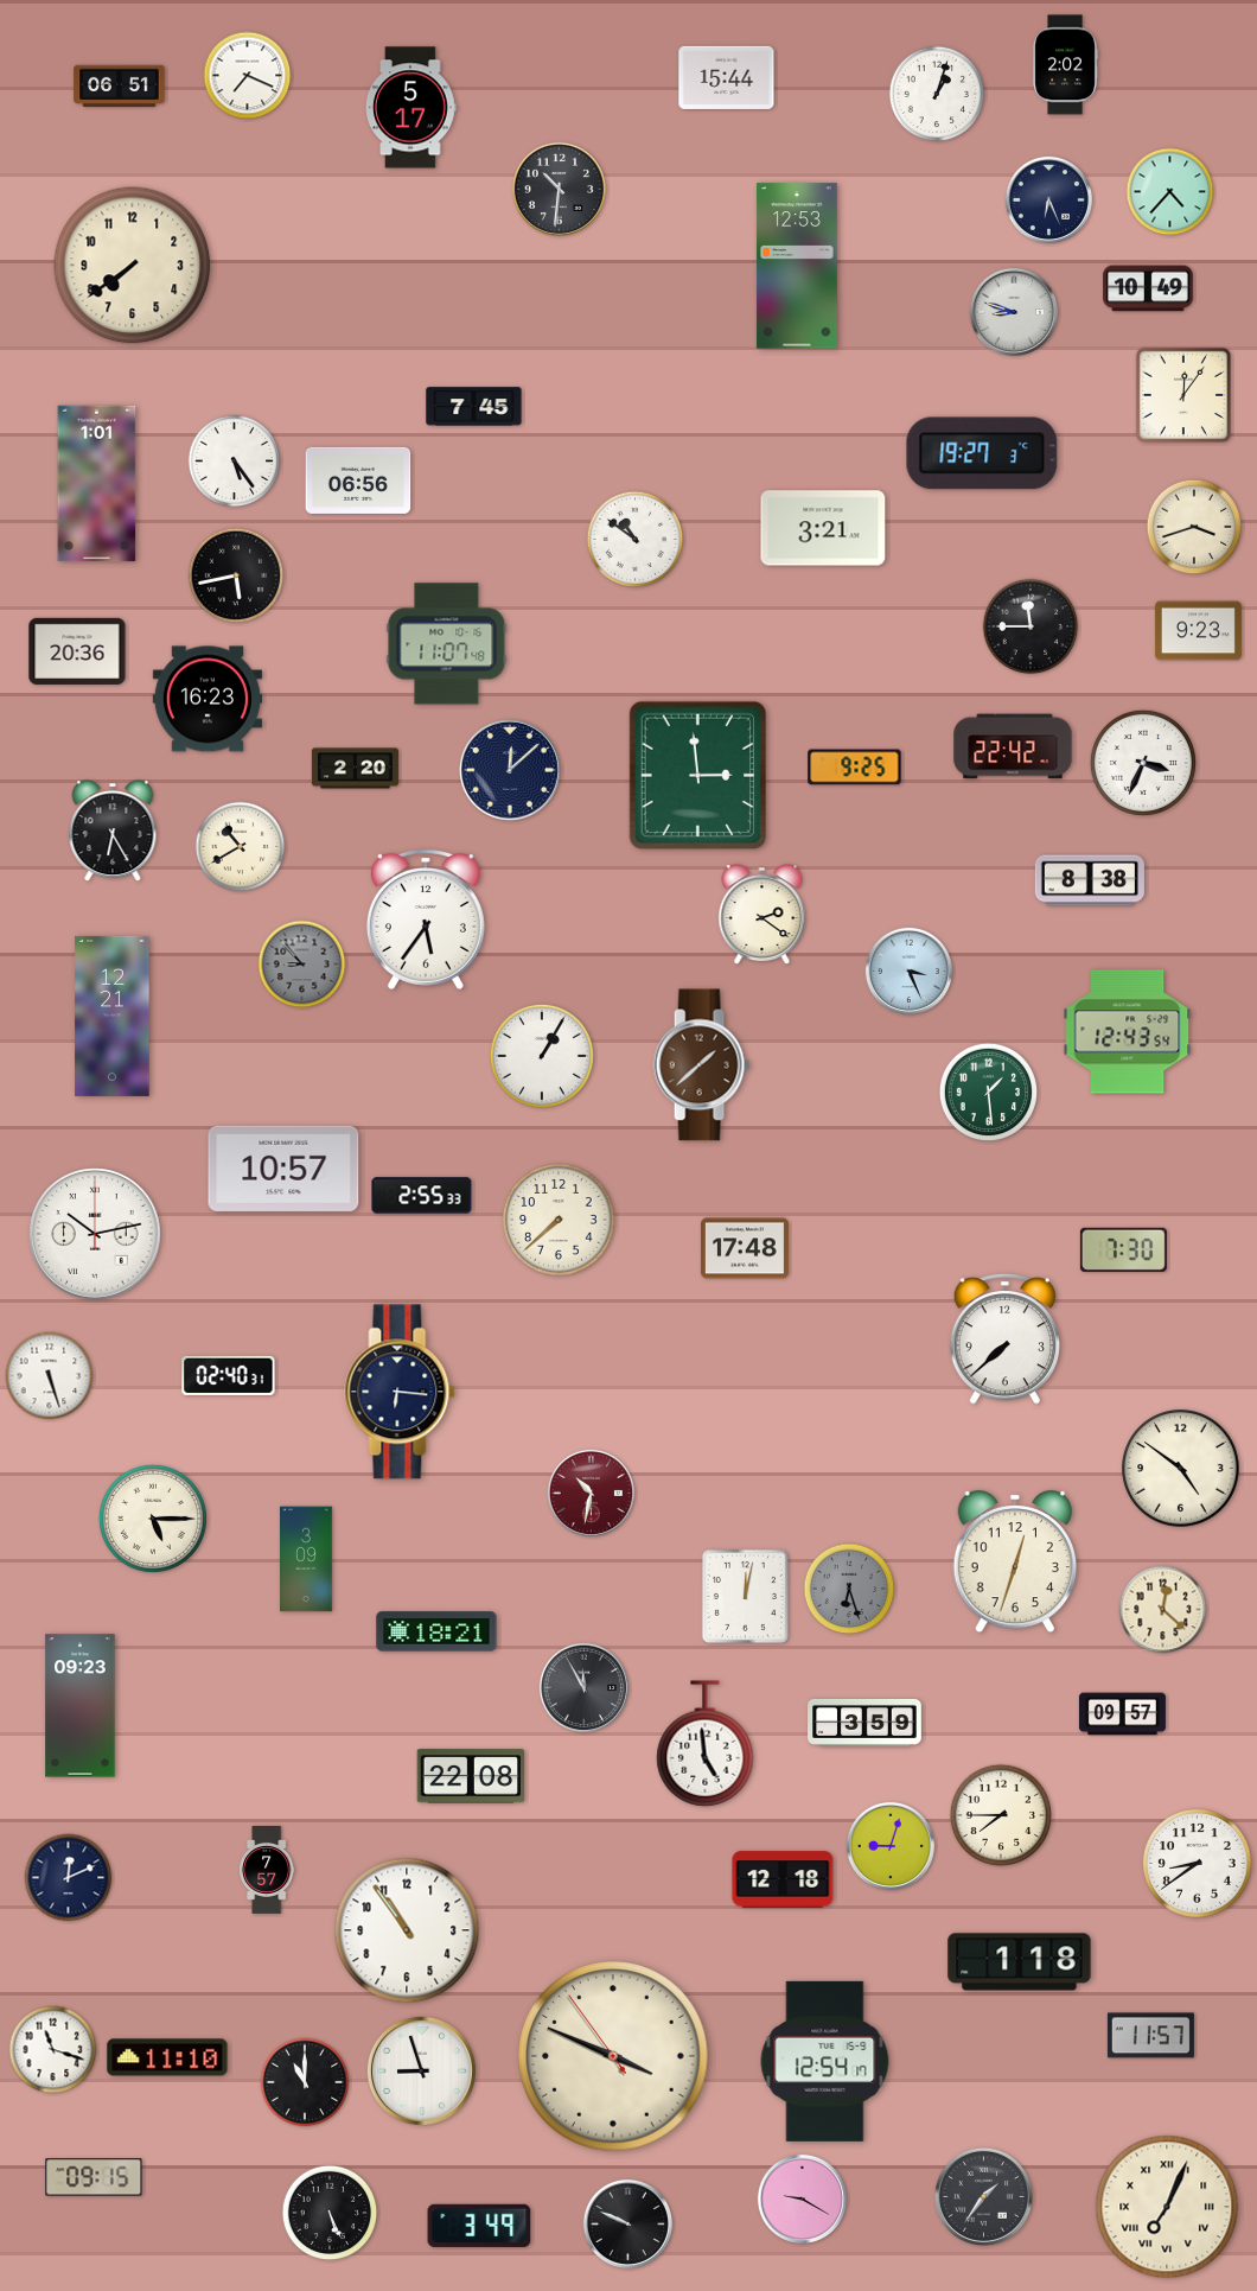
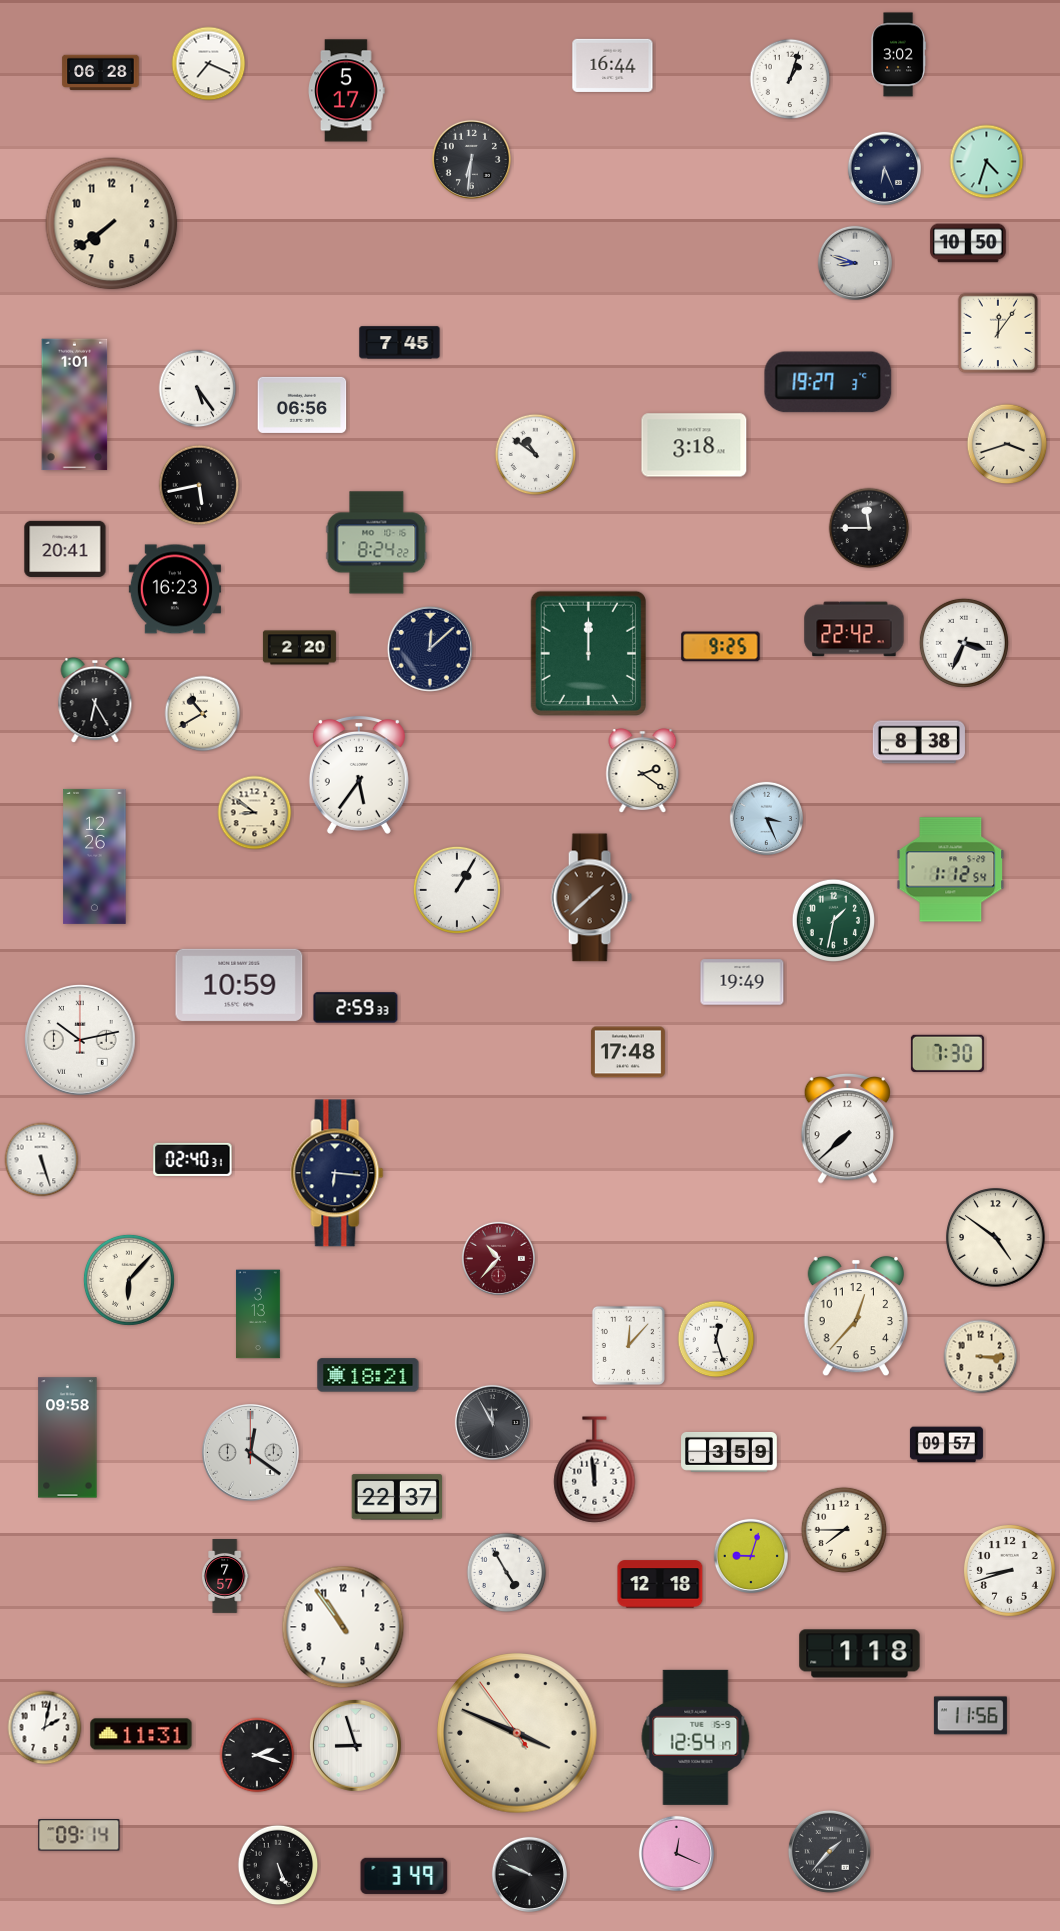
clock at (1065, 65): 2:02 -> 3:02
clock at (727, 77): 15:44 -> 16:44
clock at (120, 87): 06:51 -> 06:28
clock at (559, 189): 10:31 -> 6:31
clock at (1170, 192): 4:37 -> 4:33
clock at (797, 266): 12:53 -> none
clock at (1148, 288): 10:49 -> 10:50
clock at (97, 484) position: (97, 484) -> (75, 405)
clock at (823, 528): 3:21 -> 3:18
clock at (1198, 631): 9:23 -> none
clock at (447, 644): 11:07 -> 8:24
clock at (77, 651): 20:36 -> 20:41
clock at (697, 776): 2:59 -> 12:00
clock at (302, 965): 8:53 -> 8:51
clock at (302, 965) dial: grey -> cream
clock at (113, 1016): 12:21 -> 12:26
clock at (1128, 1032): 12:43 -> 1:12
clock at (988, 1092): 1:29 -> 1:32
clock at (742, 982): none -> 19:49
clock at (283, 1169): 10:57 -> 10:59
clock at (422, 1196): 2:55 -> 2:59
clock at (560, 1221): 7:38 -> none
clock at (591, 1493): 10:32 -> 10:37
clock at (153, 1519): 5:15 -> 6:07
clock at (306, 1559): 3:09 -> 3:13
clock at (1014, 1561): 12:33 -> 12:37
clock at (849, 1589): 6:27 -> 12:27
clock at (849, 1589) dial: grey -> white
clock at (745, 1596): 12:02 -> 12:07
clock at (1163, 1610): 12:22 -> 3:15
clock at (81, 1706): 09:23 -> 09:58
clock at (250, 1452): none -> 12:21
clock at (706, 1744): 4:59 -> 11:59
clock at (471, 1776): 22:08 -> 22:37
clock at (1197, 1863): 8:39 -> 8:42
clock at (507, 1573): none -> 4:55
clock at (69, 1878): 12:11 -> none
clock at (1150, 2036): 11:57 -> 11:56
clock at (53, 2050): 11:18 -> 2:02
clock at (167, 2057): 11:10 -> 11:31
clock at (305, 2082): 11:00 -> 2:18
clock at (94, 2177): 09:15 -> 09:14
clock at (983, 2196): 1:36 -> 1:37
clock at (802, 2198): 9:20 -> 12:19
clock at (1167, 2207): 7:04 -> none
